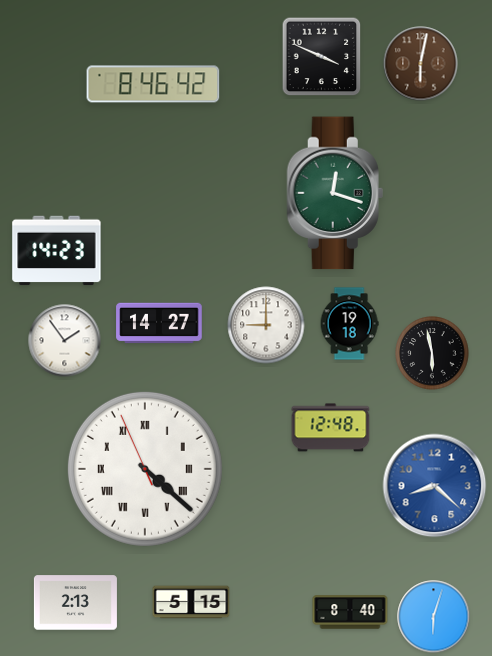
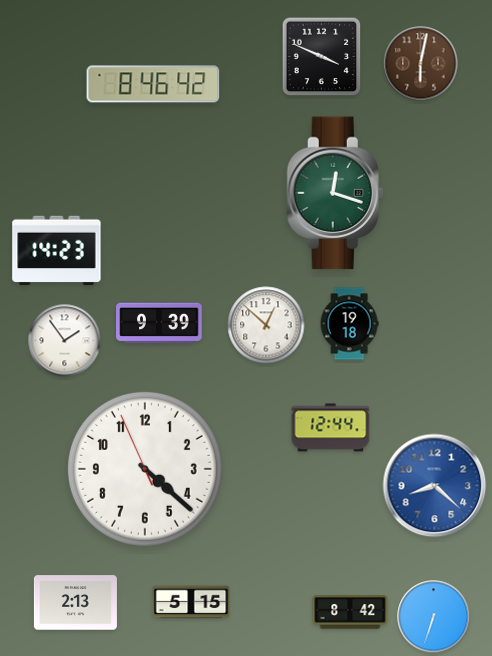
clock at (159, 323): 14:27 -> 9:39
clock at (266, 325): 9:00 -> 12:52
clock at (432, 353): 5:58 -> none
clock at (331, 428): 12:48 -> 12:44
clock at (145, 469) numerals: Roman -> Arabic
clock at (350, 612): 8:40 -> 8:42
clock at (434, 617): 6:03 -> 6:33
